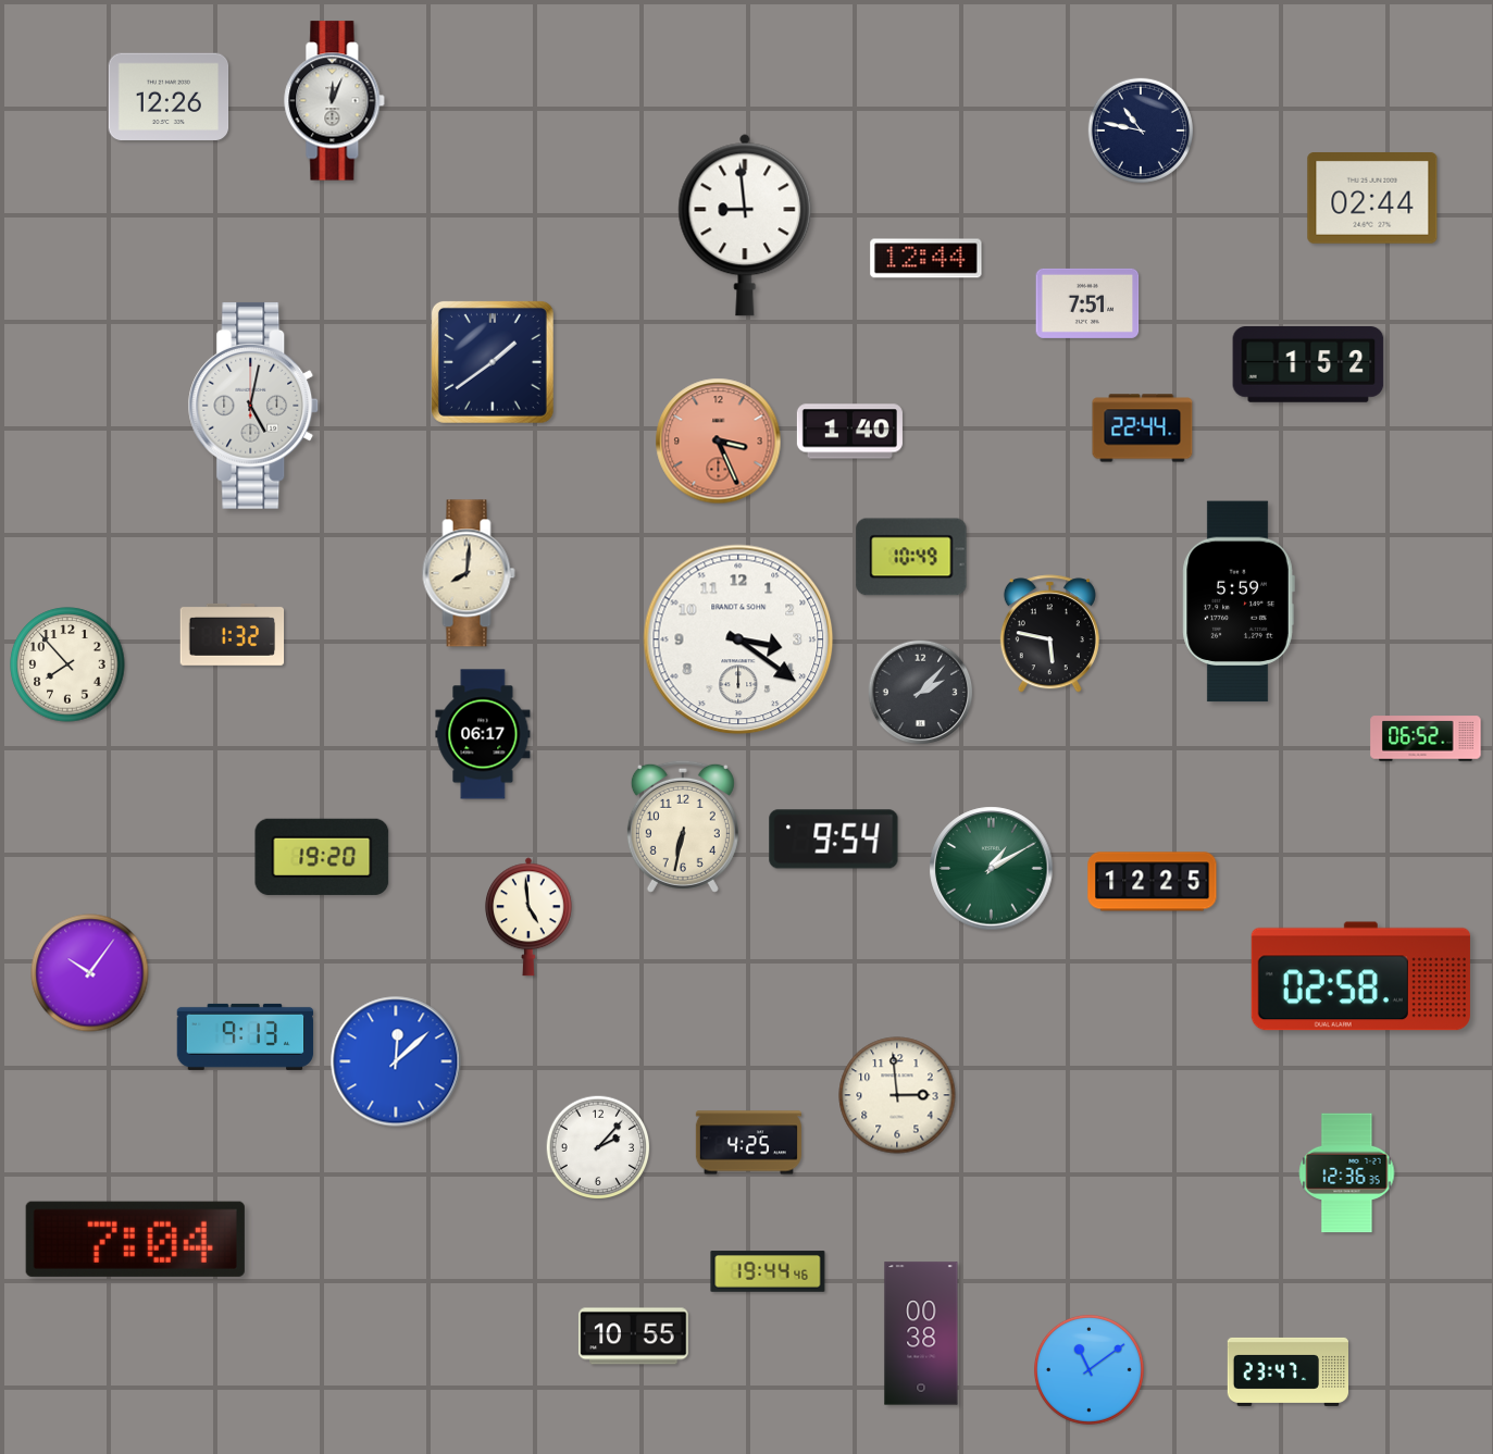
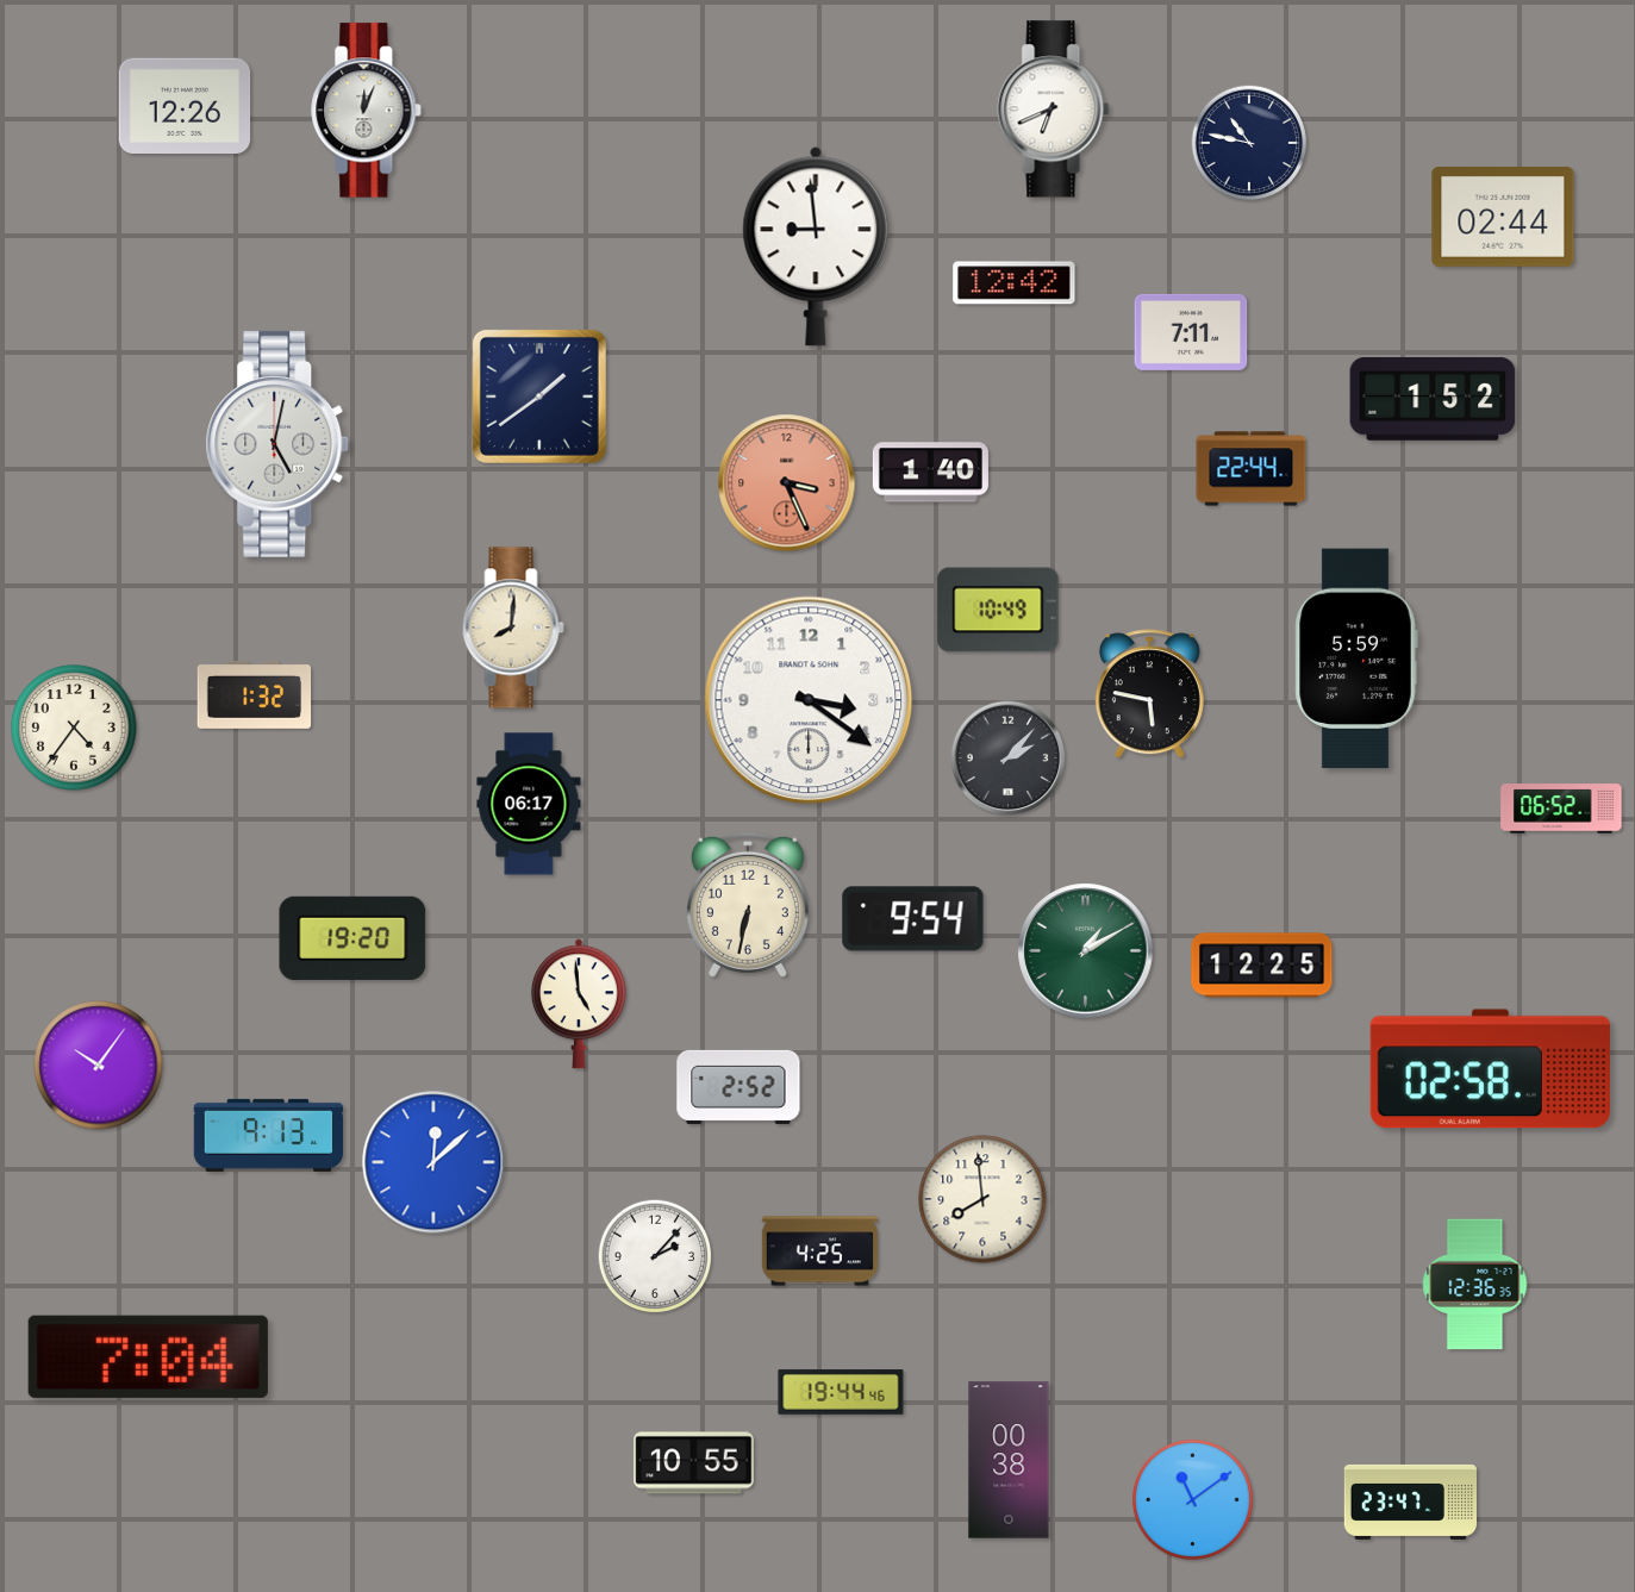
clock at (1054, 110): none -> 6:41
clock at (926, 259): 12:44 -> 12:42
clock at (1087, 303): 7:51 -> 7:11
clock at (67, 664): 7:53 -> 4:36
clock at (738, 1087): none -> 2:52
clock at (897, 1095): 2:59 -> 7:59
